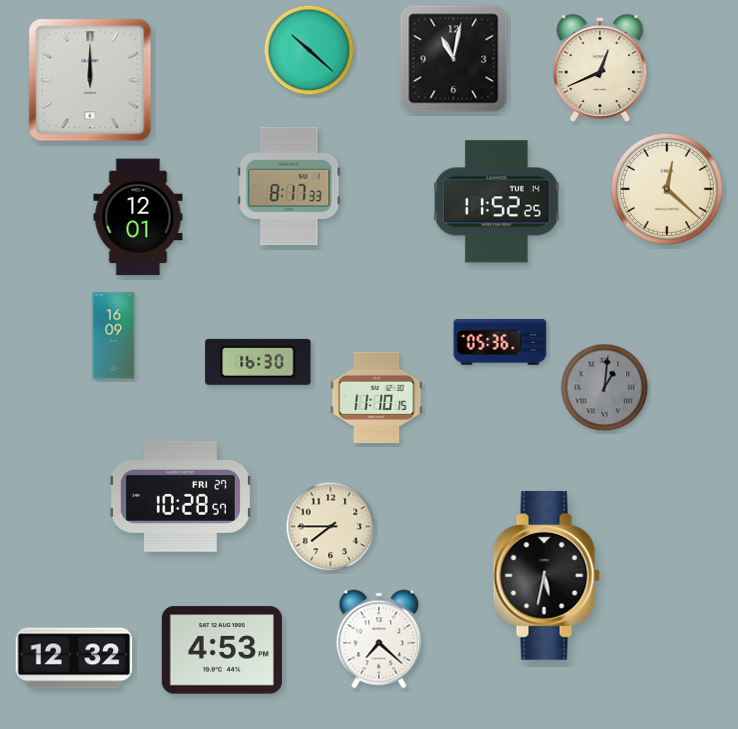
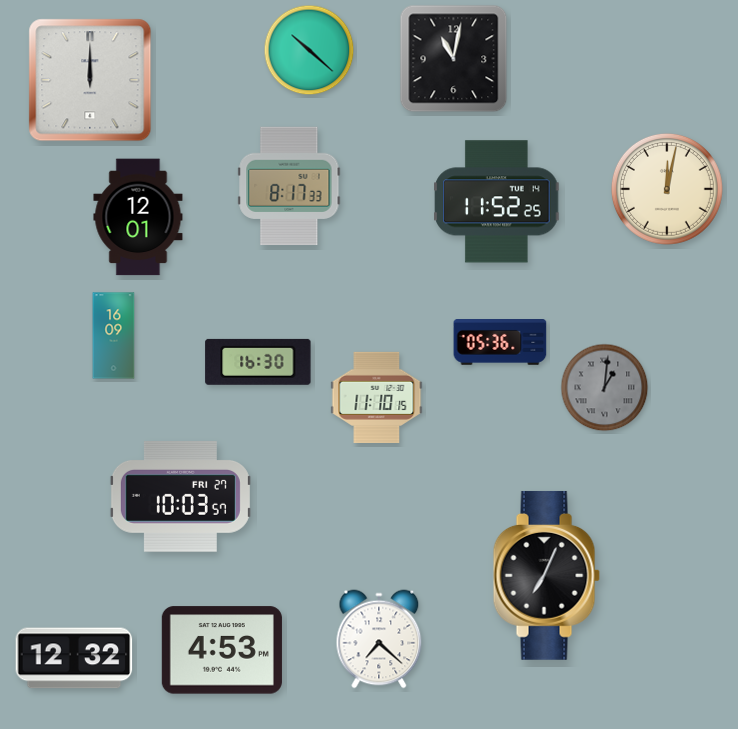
clock at (600, 68): 12:41 -> none
clock at (667, 189): 12:22 -> 12:02
clock at (180, 496): 10:28 -> 10:03
clock at (331, 527): 7:45 -> none
clock at (546, 575): 5:32 -> 7:04
